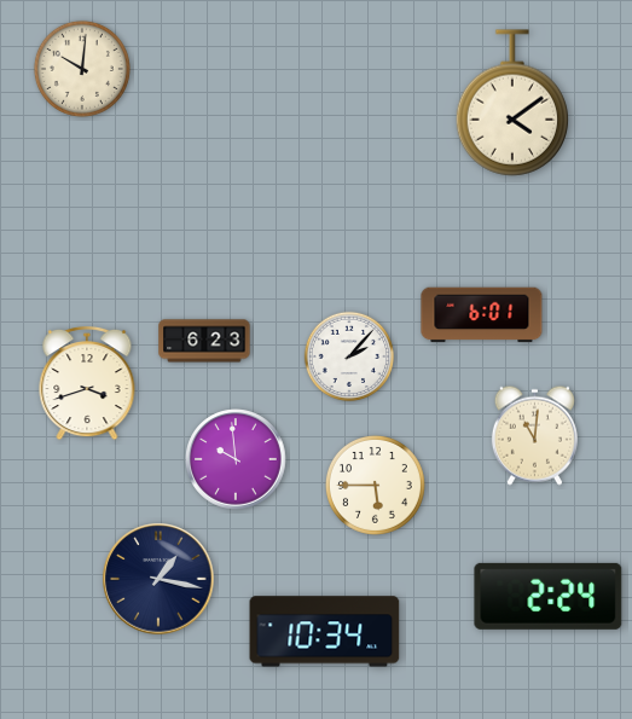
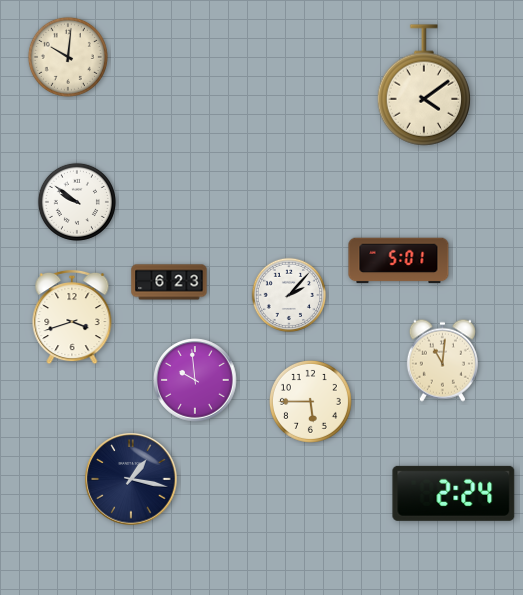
clock at (77, 202): none -> 9:51
clock at (482, 315): 6:01 -> 5:01
clock at (325, 632): 10:34 -> none
